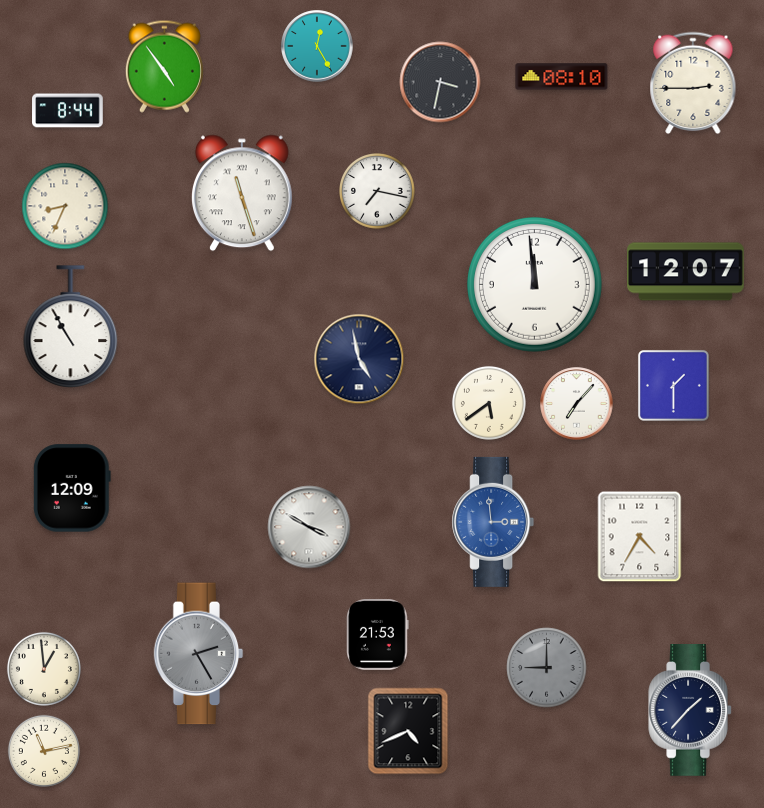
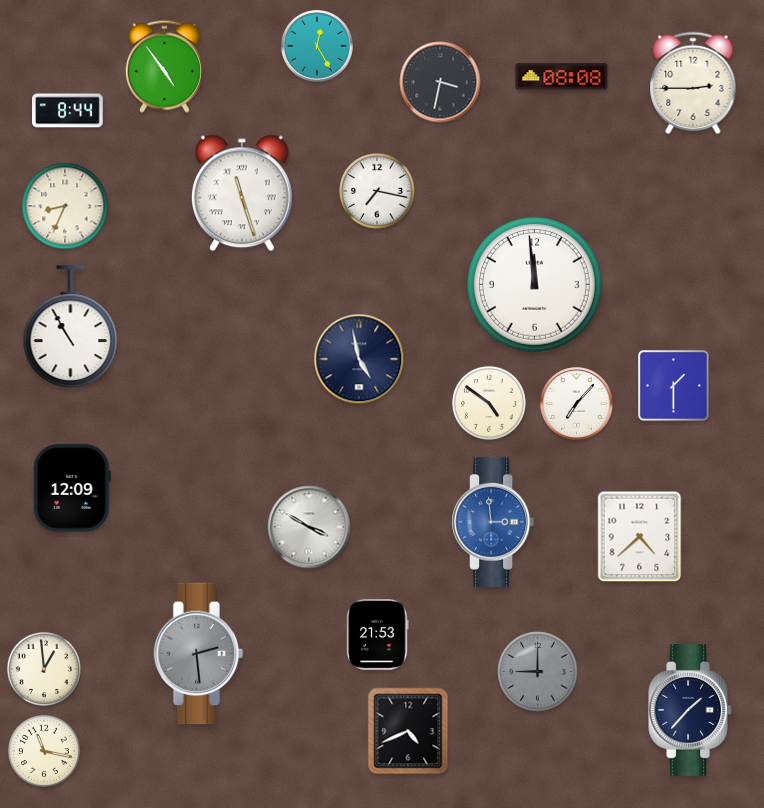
clock at (562, 77): 08:10 -> 08:08
clock at (686, 272): 12:07 -> none
clock at (489, 403): 5:39 -> 4:51
clock at (640, 537): 4:35 -> 4:38
clock at (199, 654): 2:25 -> 2:29
clock at (547, 668) position: (547, 668) -> (538, 672)
clock at (44, 751): 11:13 -> 11:17
